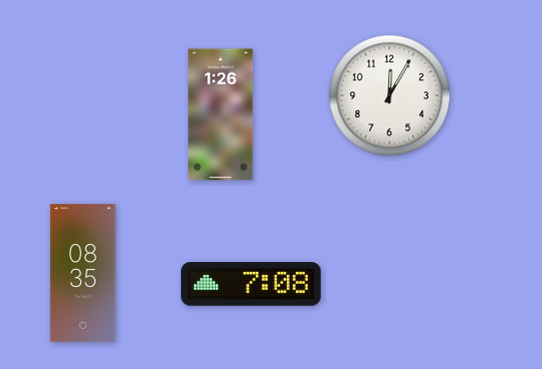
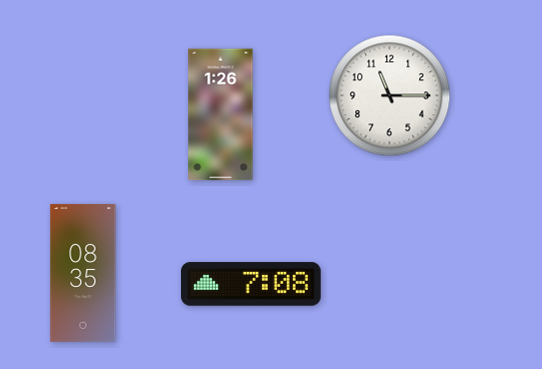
clock at (390, 96): 12:05 -> 11:15
